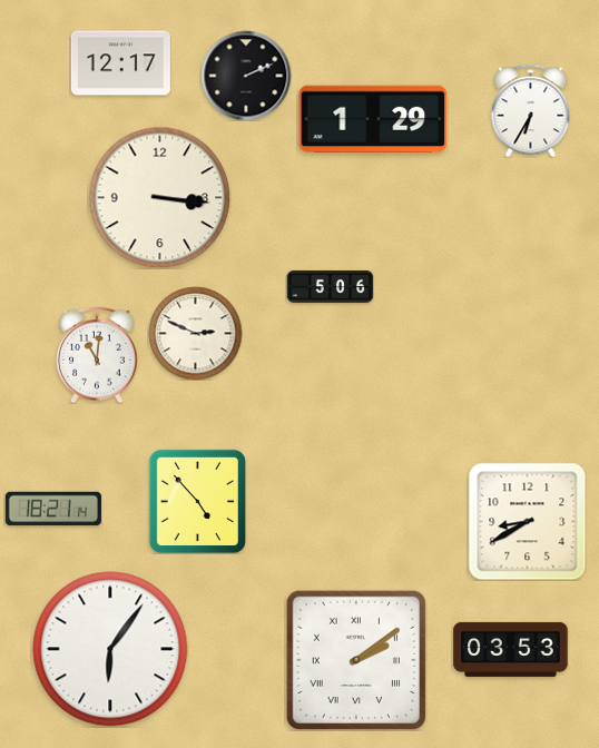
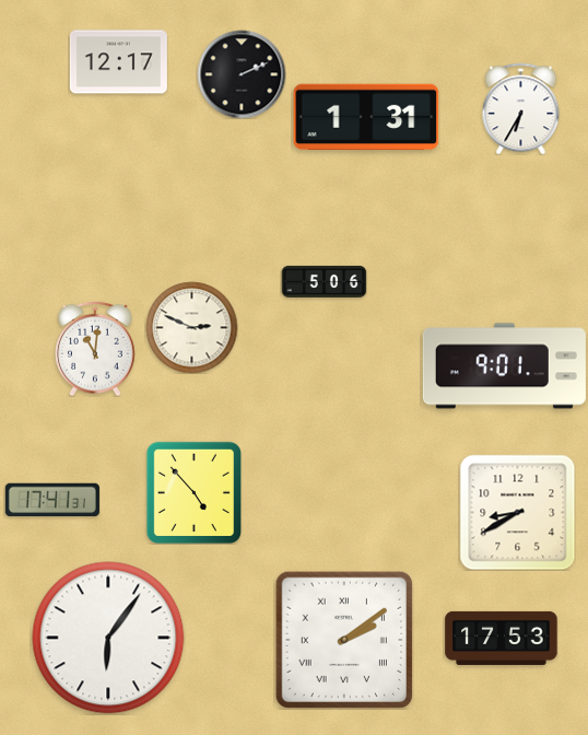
clock at (373, 118): 1:29 -> 1:31
clock at (159, 197): 3:16 -> none
clock at (504, 366): none -> 9:01
clock at (53, 509): 18:21 -> 17:41
clock at (511, 649): 03:53 -> 17:53
clock at (356, 660) position: (356, 660) -> (344, 640)
